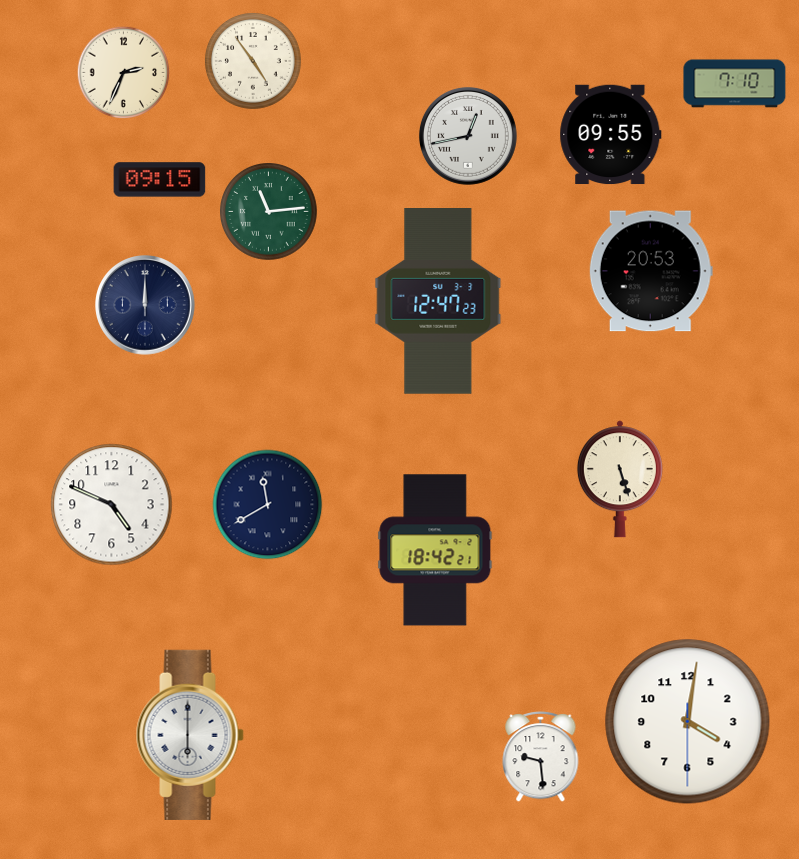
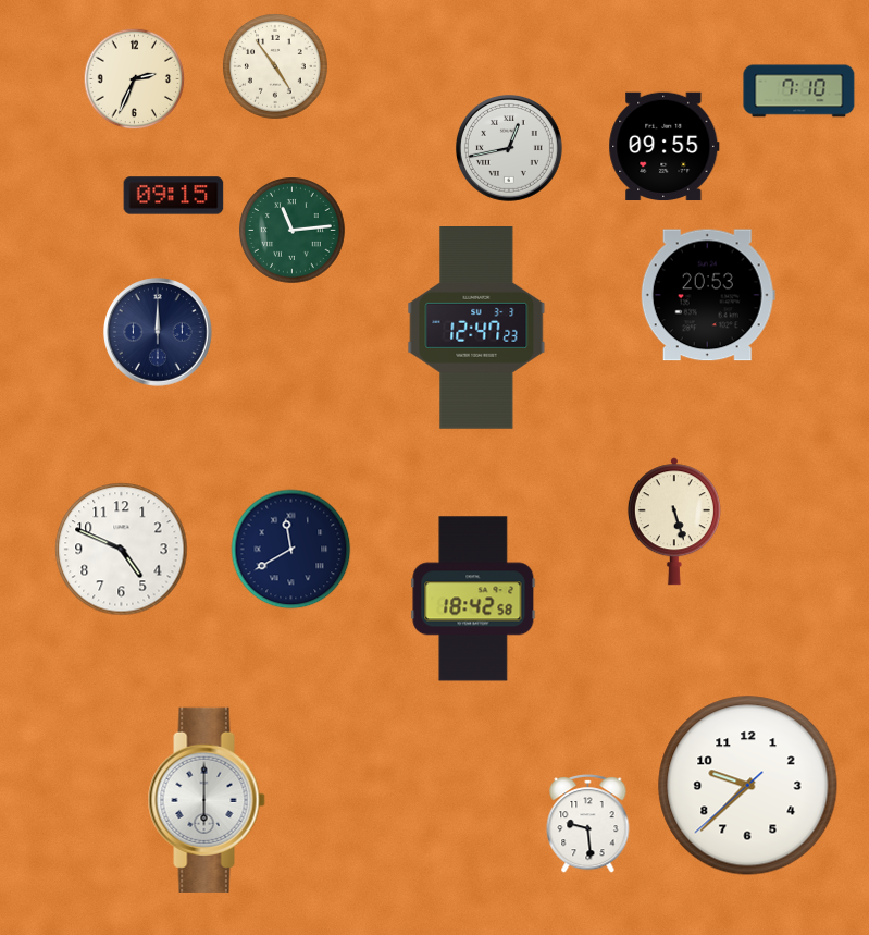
clock at (435, 550): 18:42:21 -> 18:42:58
clock at (688, 722): 4:01 -> 9:37
